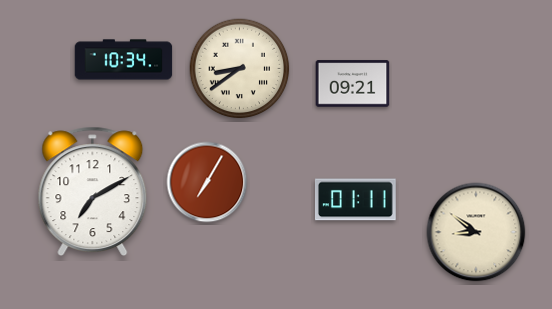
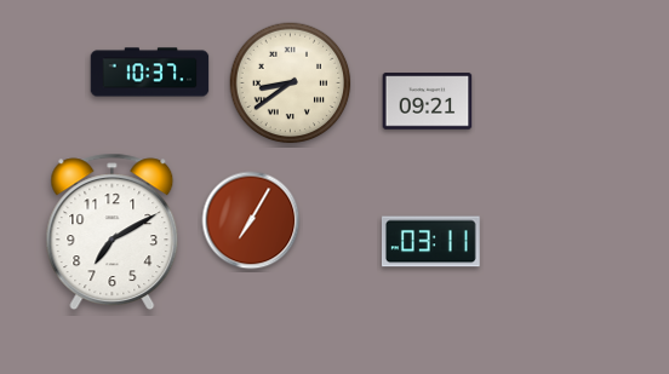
clock at (124, 60): 10:34 -> 10:37
clock at (355, 200): 01:11 -> 03:11
clock at (476, 232): 8:51 -> none
